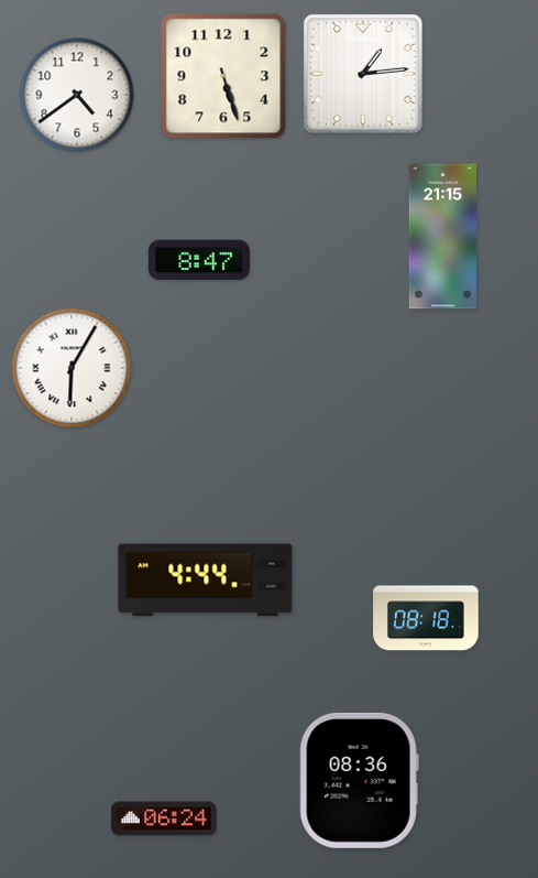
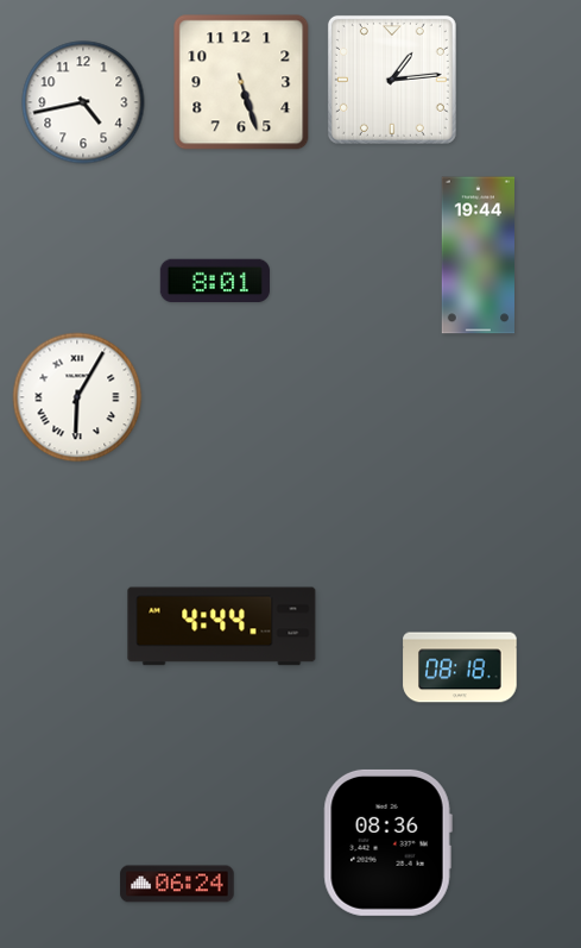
clock at (77, 95): 4:39 -> 4:43
clock at (443, 237): 21:15 -> 19:44
clock at (199, 260): 8:47 -> 8:01
